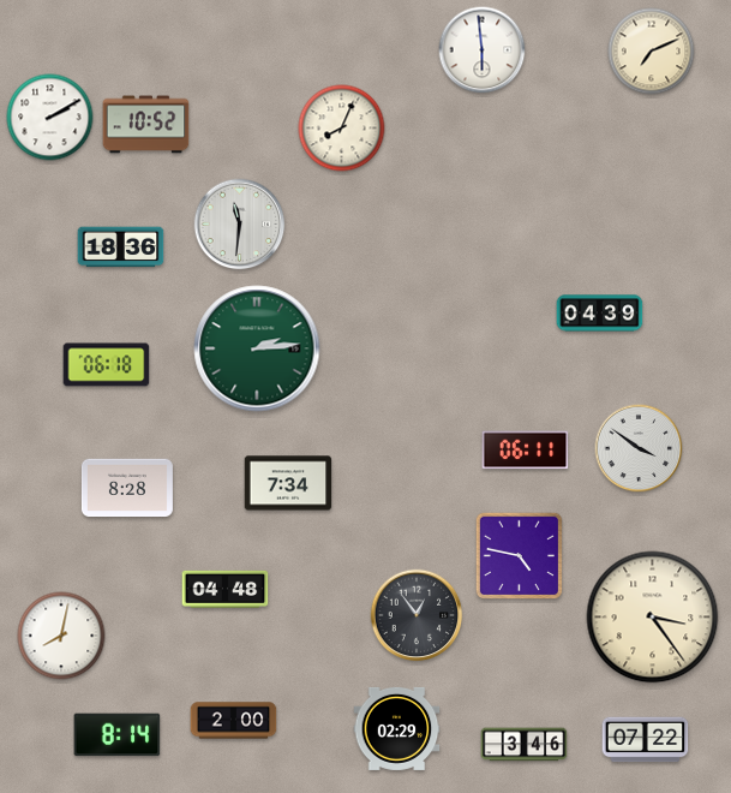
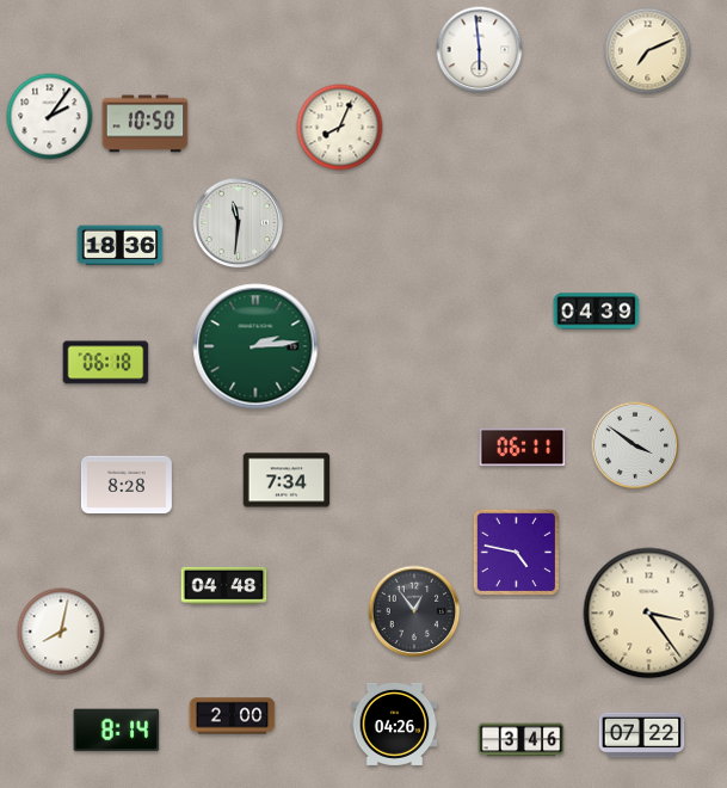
clock at (50, 118): 2:10 -> 2:06
clock at (146, 125): 10:52 -> 10:50
clock at (397, 728): 02:29 -> 04:26
